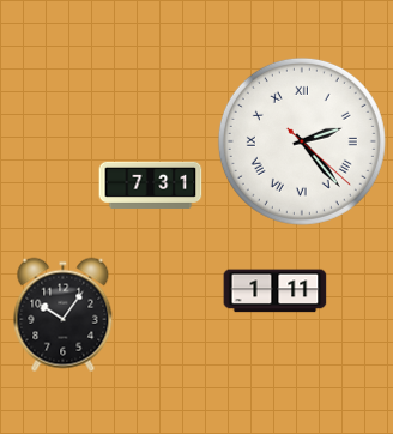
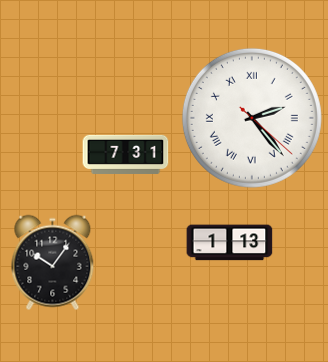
clock at (276, 291): 1:11 -> 1:13
